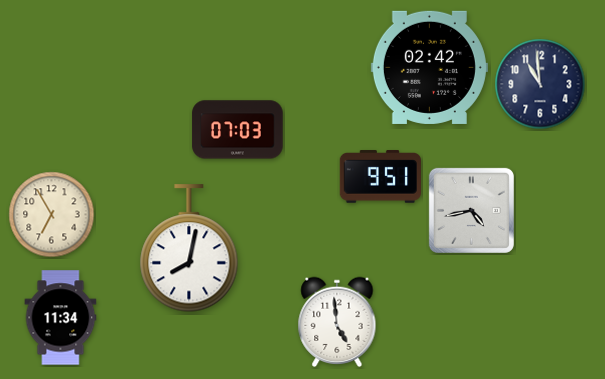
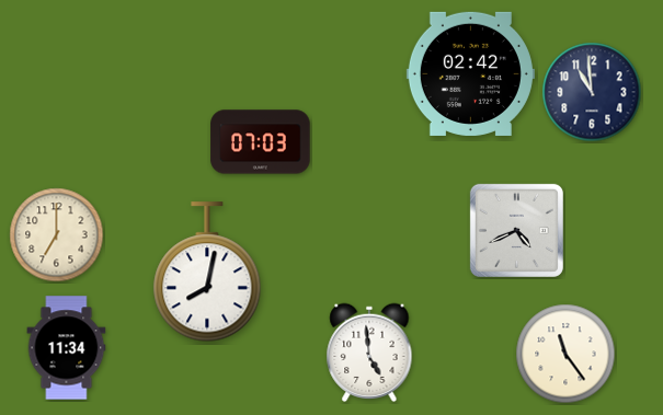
clock at (380, 177): 9:51 -> none
clock at (471, 210): 4:43 -> 4:41
clock at (52, 215): 6:55 -> 7:00
clock at (565, 354): none -> 11:24
